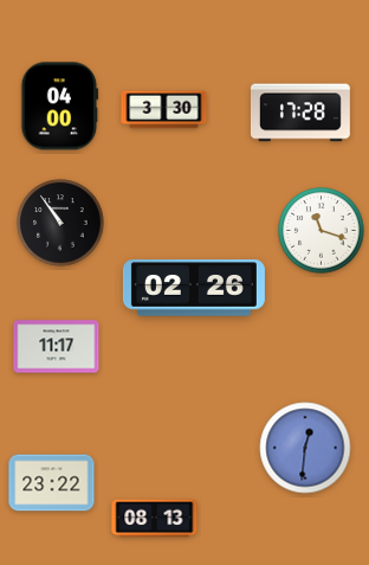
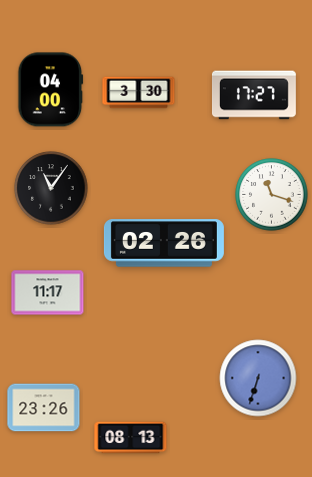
clock at (300, 113): 17:28 -> 17:27
clock at (60, 223): 10:54 -> 11:06
clock at (305, 448): 12:31 -> 6:33
clock at (52, 483): 23:22 -> 23:26
